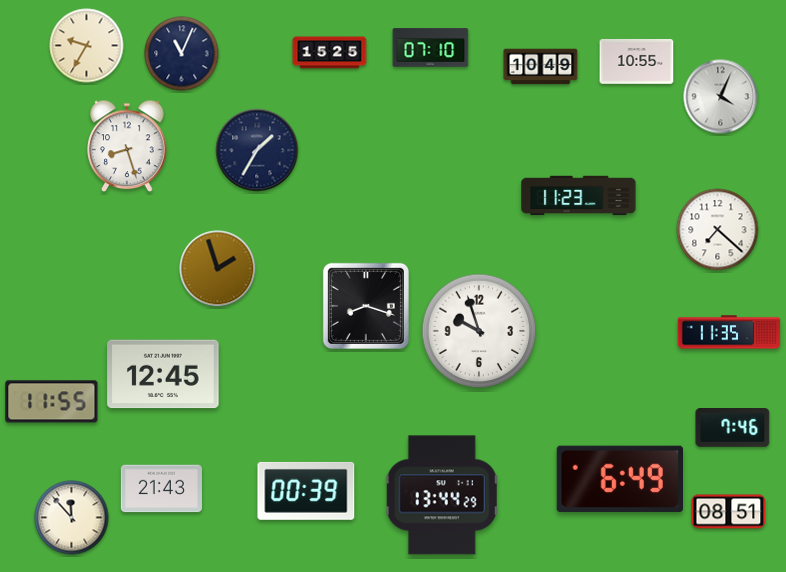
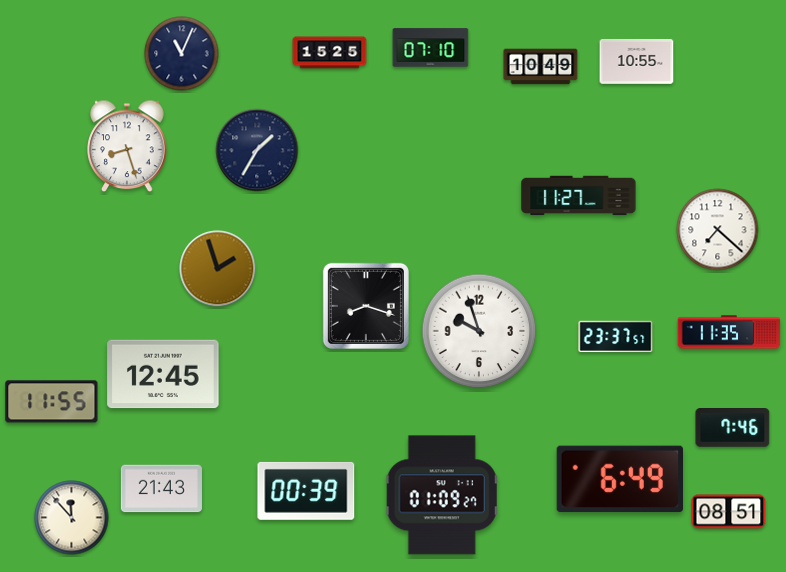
clock at (87, 46): 9:35 -> none
clock at (721, 97): 4:04 -> none
clock at (579, 196): 11:23 -> 11:27
clock at (616, 337): none -> 23:37
clock at (442, 495): 13:44 -> 01:09
